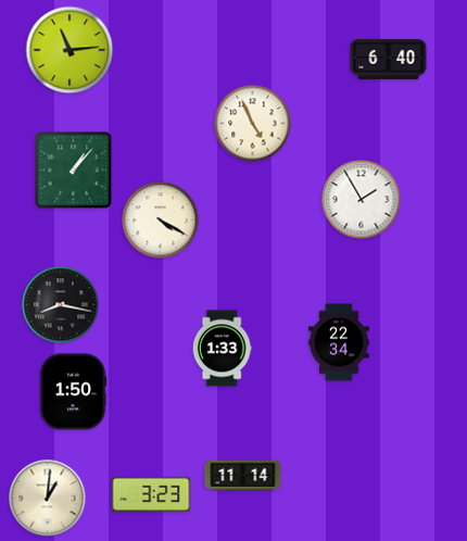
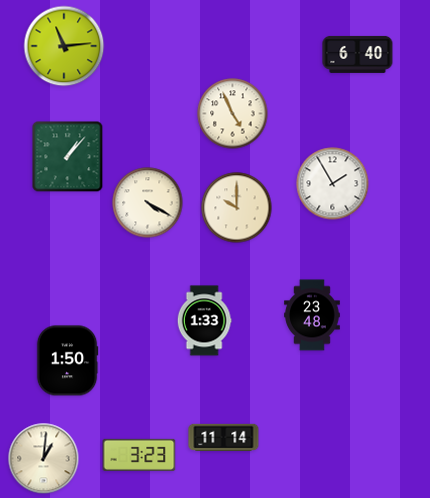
clock at (237, 208): none -> 10:00
clock at (61, 305): 8:17 -> none
clock at (339, 342): 22:34 -> 23:48
